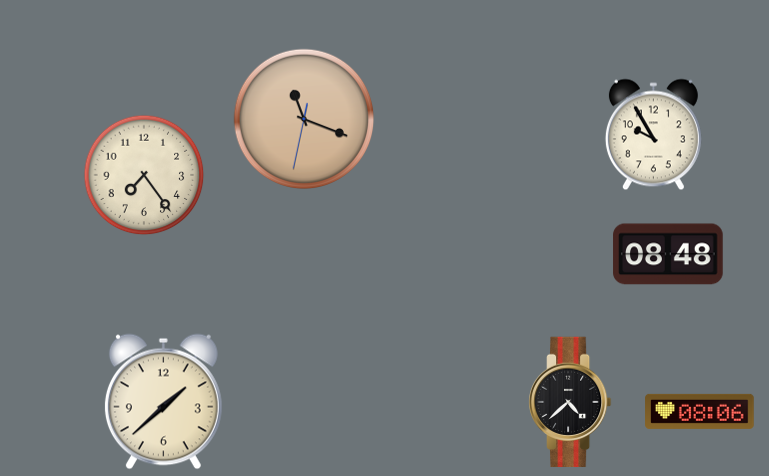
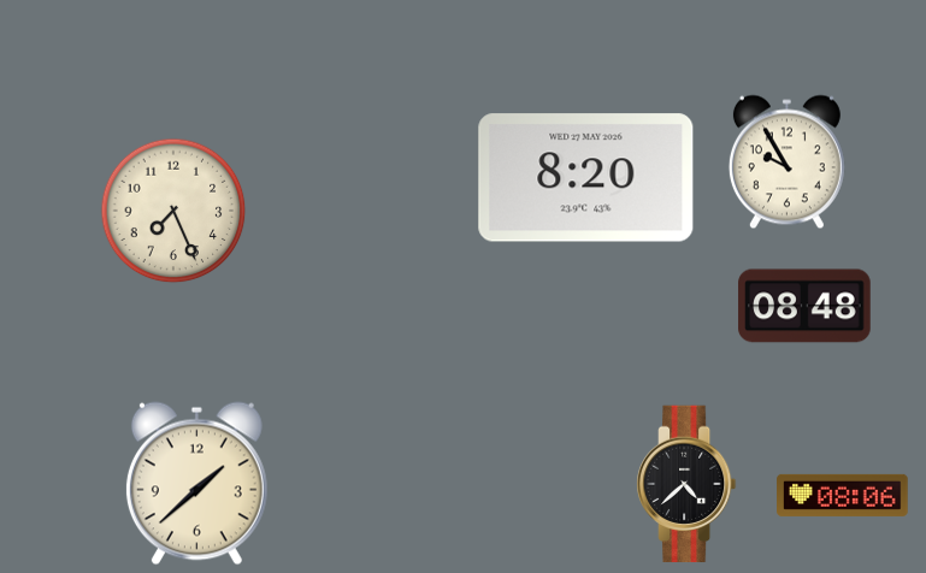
clock at (304, 119): 11:18 -> none
clock at (586, 178): none -> 8:20
clock at (144, 175): 7:24 -> 7:26
